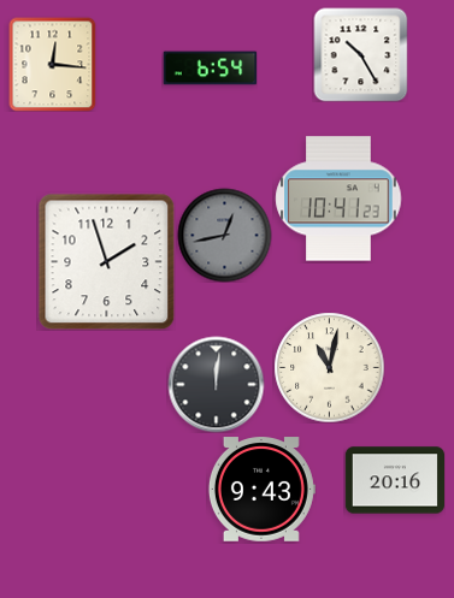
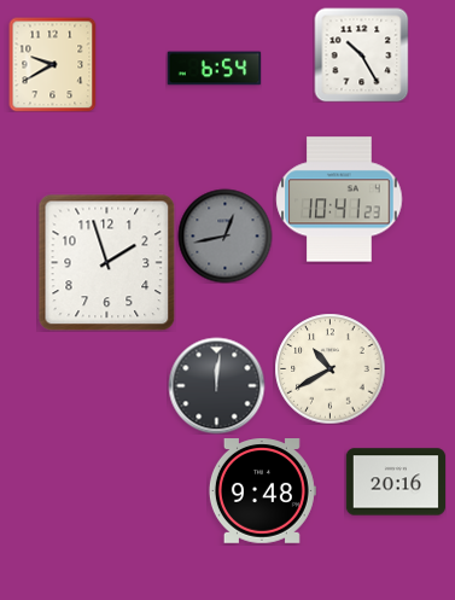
clock at (53, 64): 12:16 -> 9:40
clock at (210, 69) position: (210, 69) -> (214, 69)
clock at (329, 367): 11:02 -> 10:40
clock at (261, 490): 9:43 -> 9:48
